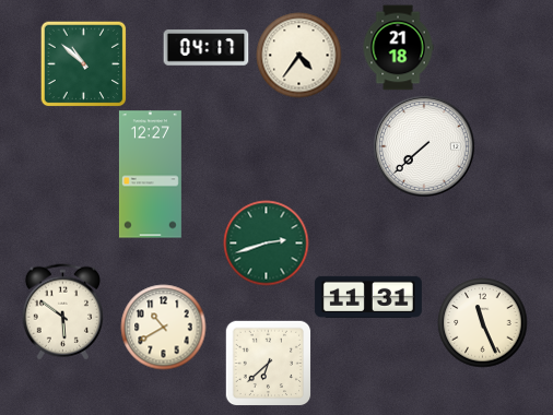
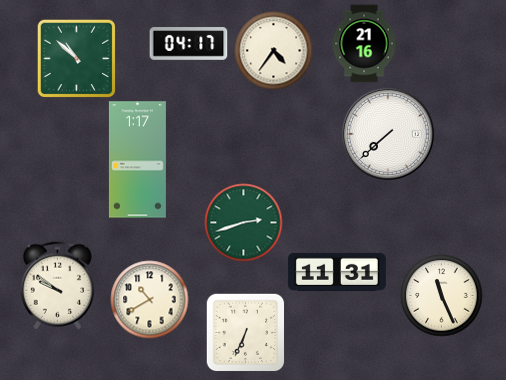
clock at (398, 47): 21:18 -> 21:16
clock at (150, 175): 12:27 -> 1:17
clock at (62, 311): 5:51 -> 9:51
clock at (268, 363): 6:38 -> 6:34
